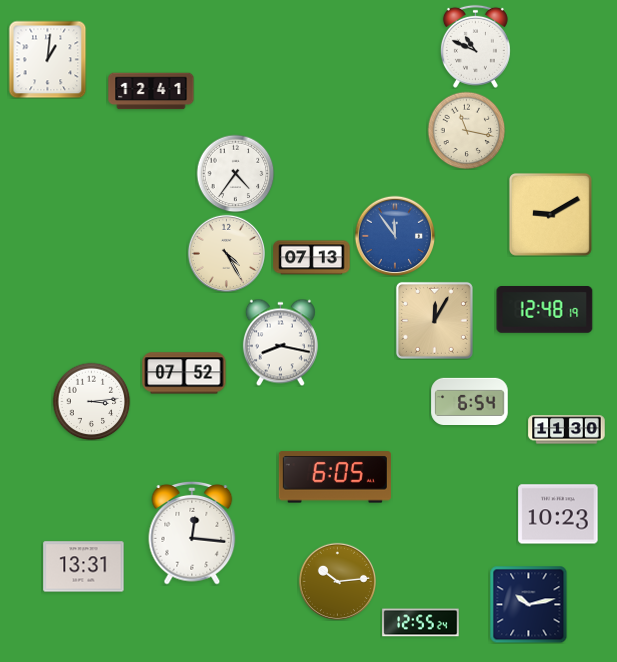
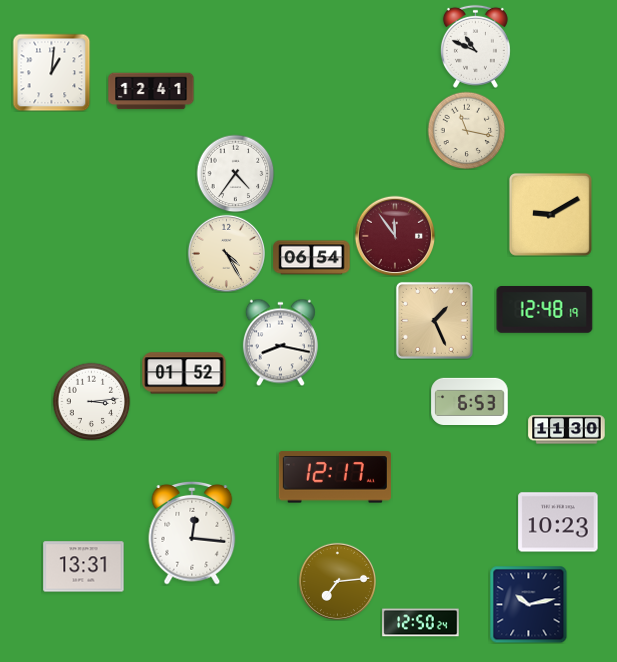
clock at (47, 59) position: (47, 59) -> (51, 72)
clock at (395, 236) dial: blue -> burgundy
clock at (312, 258): 07:13 -> 06:54
clock at (434, 320): 12:05 -> 1:26
clock at (184, 373): 07:52 -> 01:52
clock at (470, 401): 6:54 -> 6:53
clock at (335, 477): 6:05 -> 12:17
clock at (558, 514) position: (558, 514) -> (558, 522)
clock at (337, 581): 10:14 -> 7:14
clock at (421, 623): 12:55 -> 12:50
